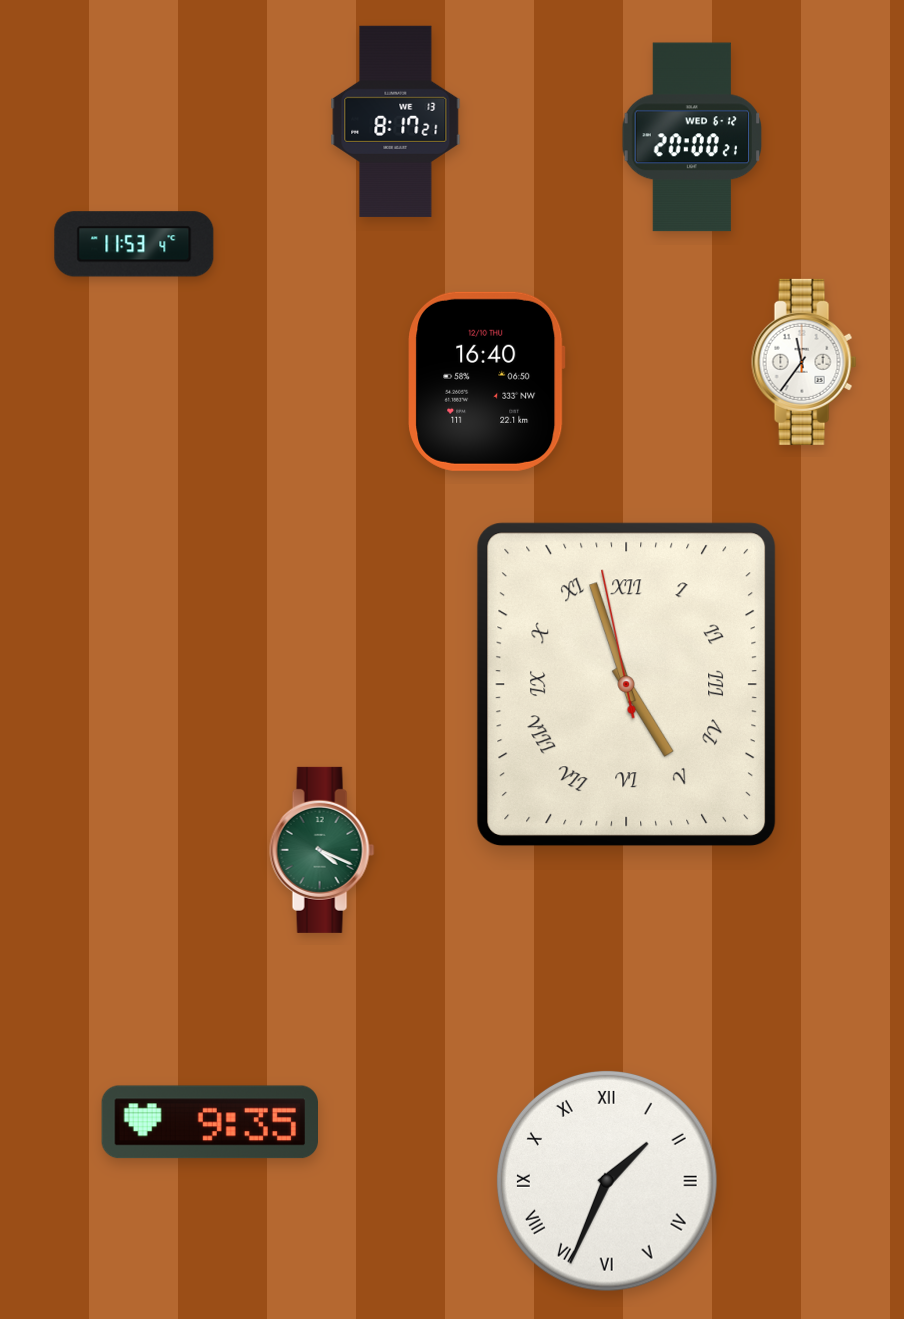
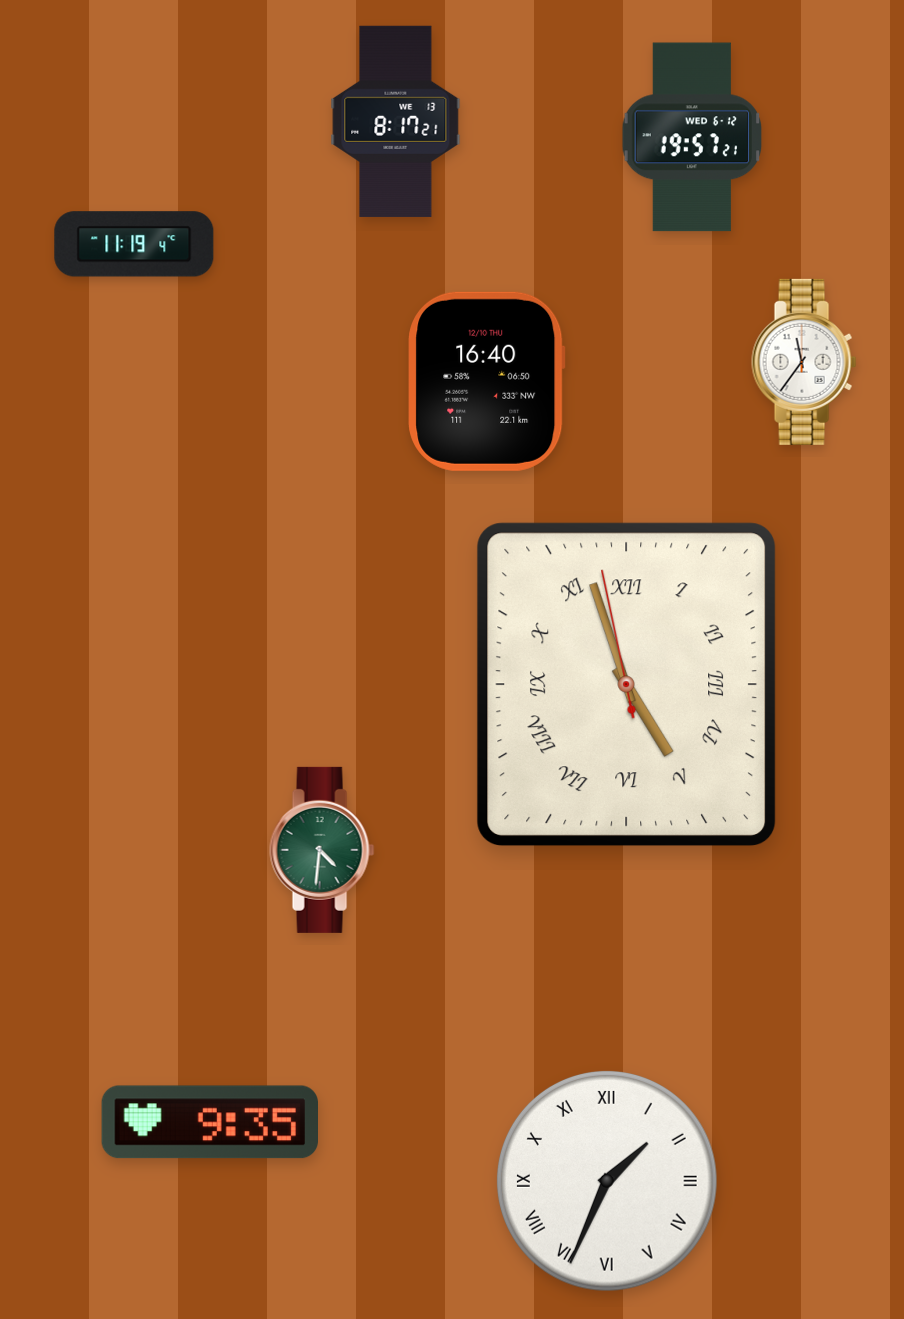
clock at (691, 137): 20:00 -> 19:57
clock at (134, 244): 11:53 -> 11:19
clock at (322, 850): 4:19 -> 4:31
